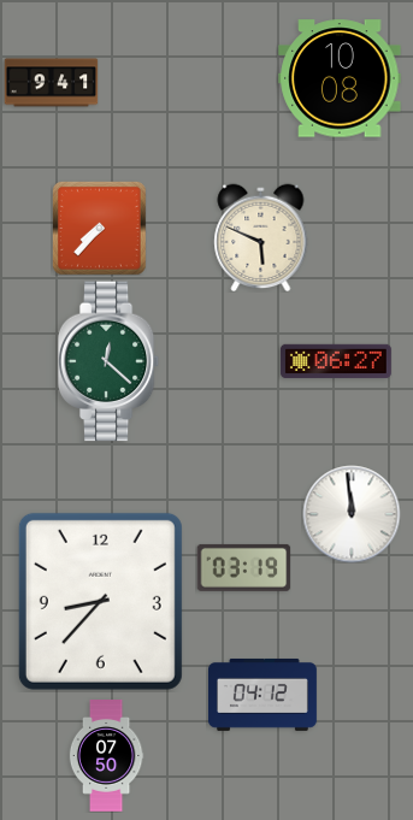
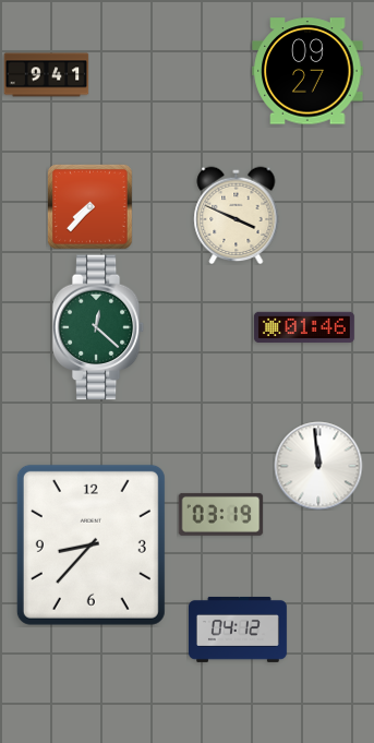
clock at (340, 78): 10:08 -> 09:27
clock at (261, 237): 5:49 -> 3:49
clock at (336, 361): 06:27 -> 01:46
clock at (106, 756): 07:50 -> none
